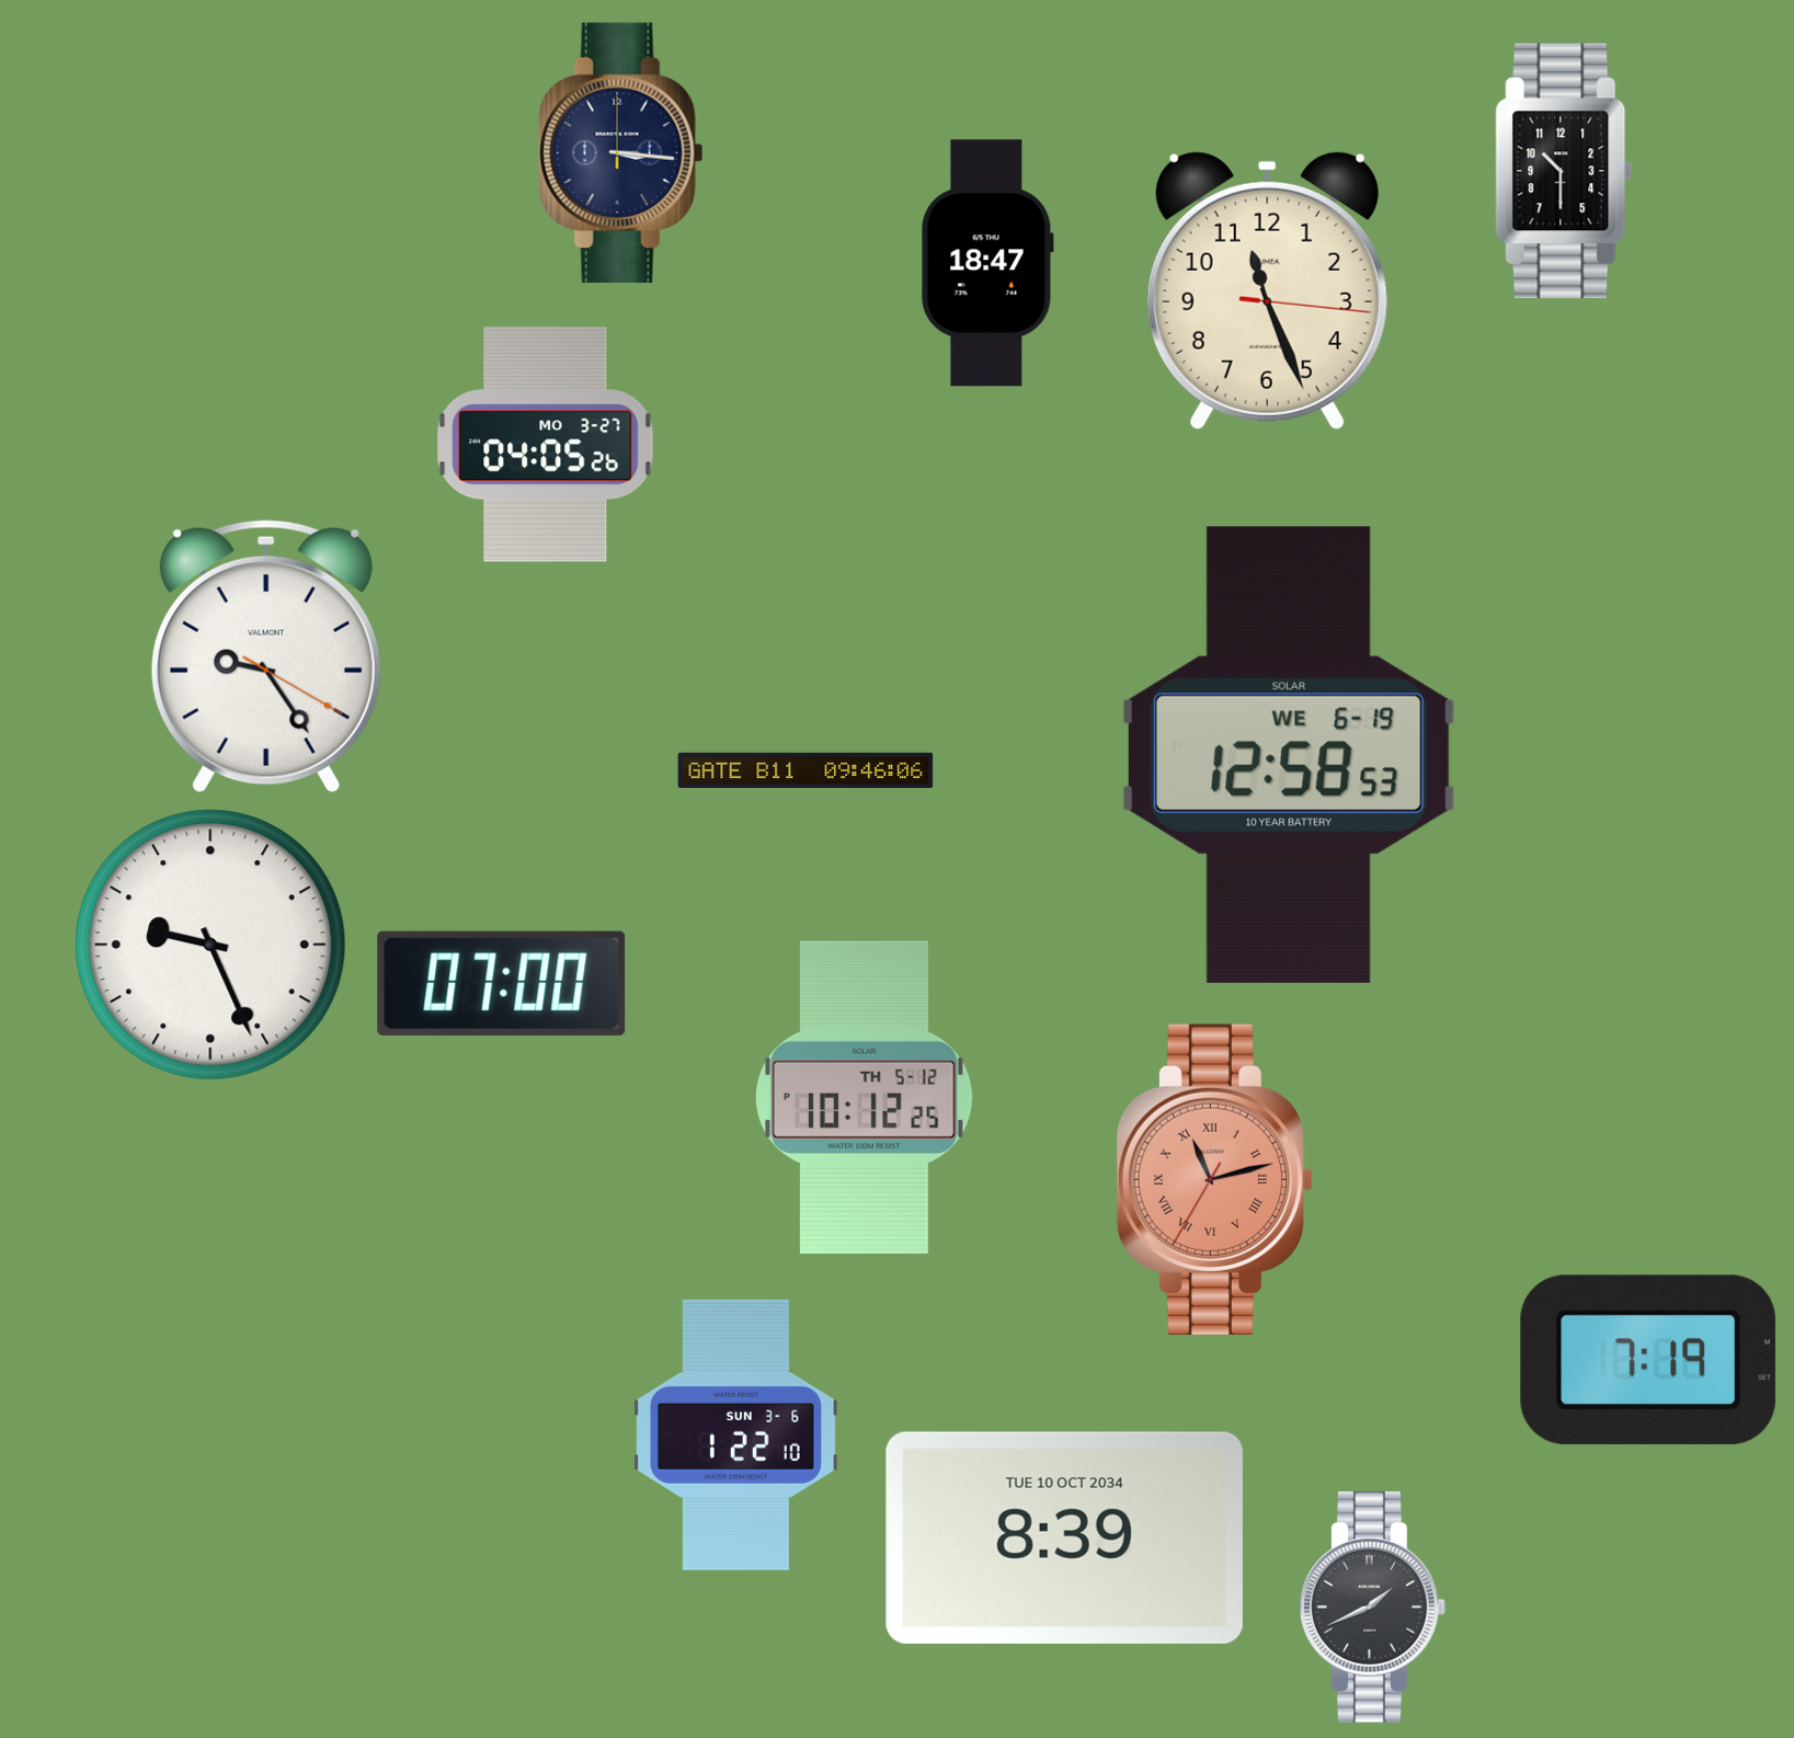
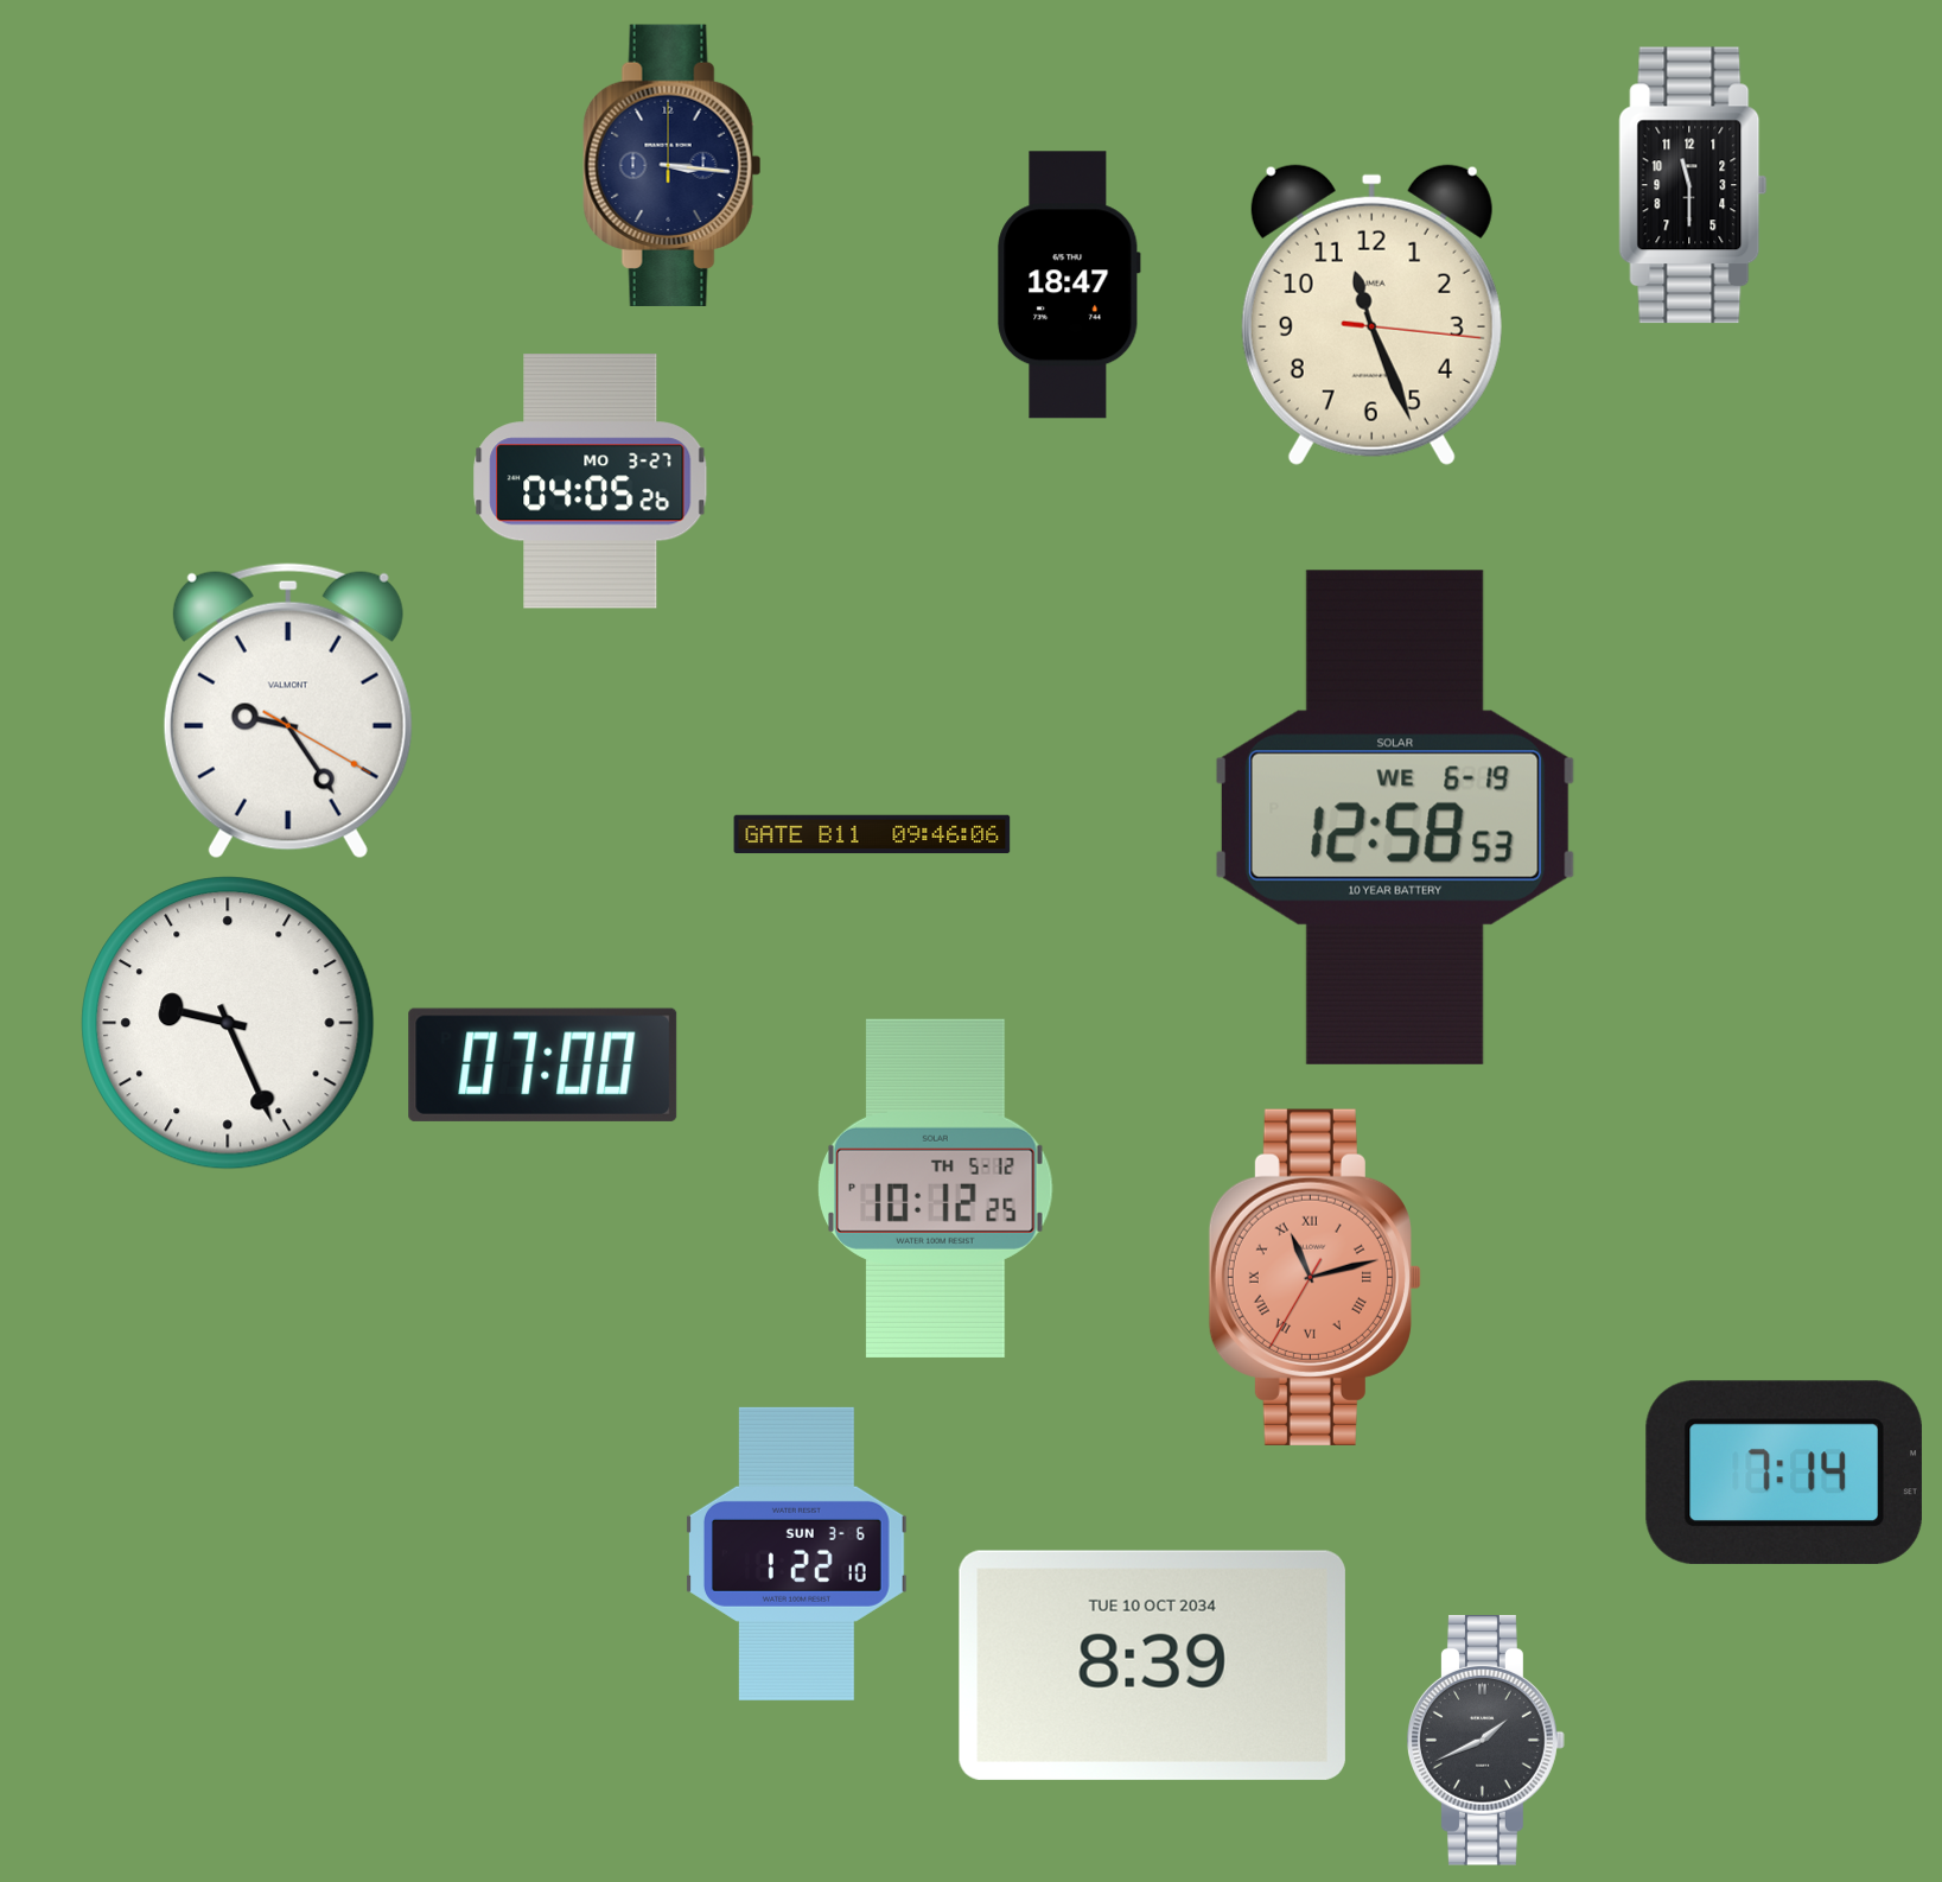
clock at (1564, 171): 10:30 -> 11:30
clock at (1648, 1360): 7:19 -> 7:14
